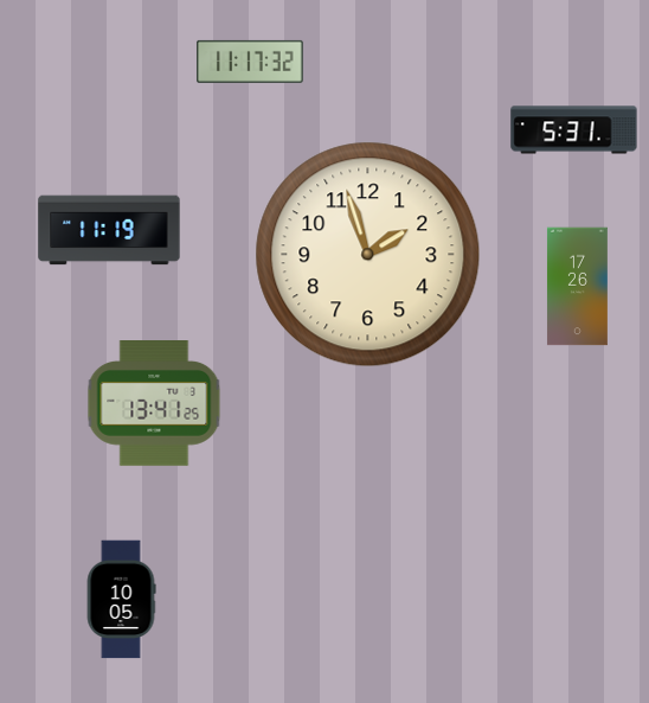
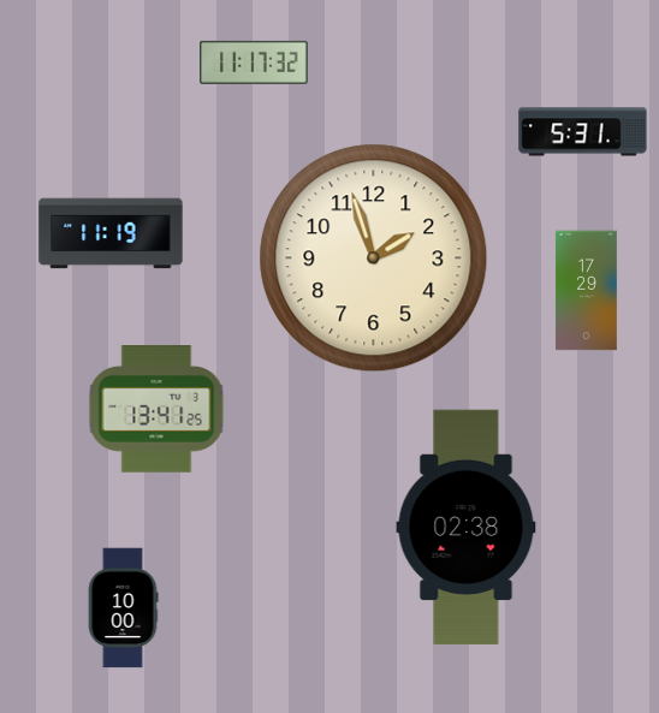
clock at (577, 287): 17:26 -> 17:29
clock at (467, 528): none -> 02:38
clock at (121, 600): 10:05 -> 10:00
